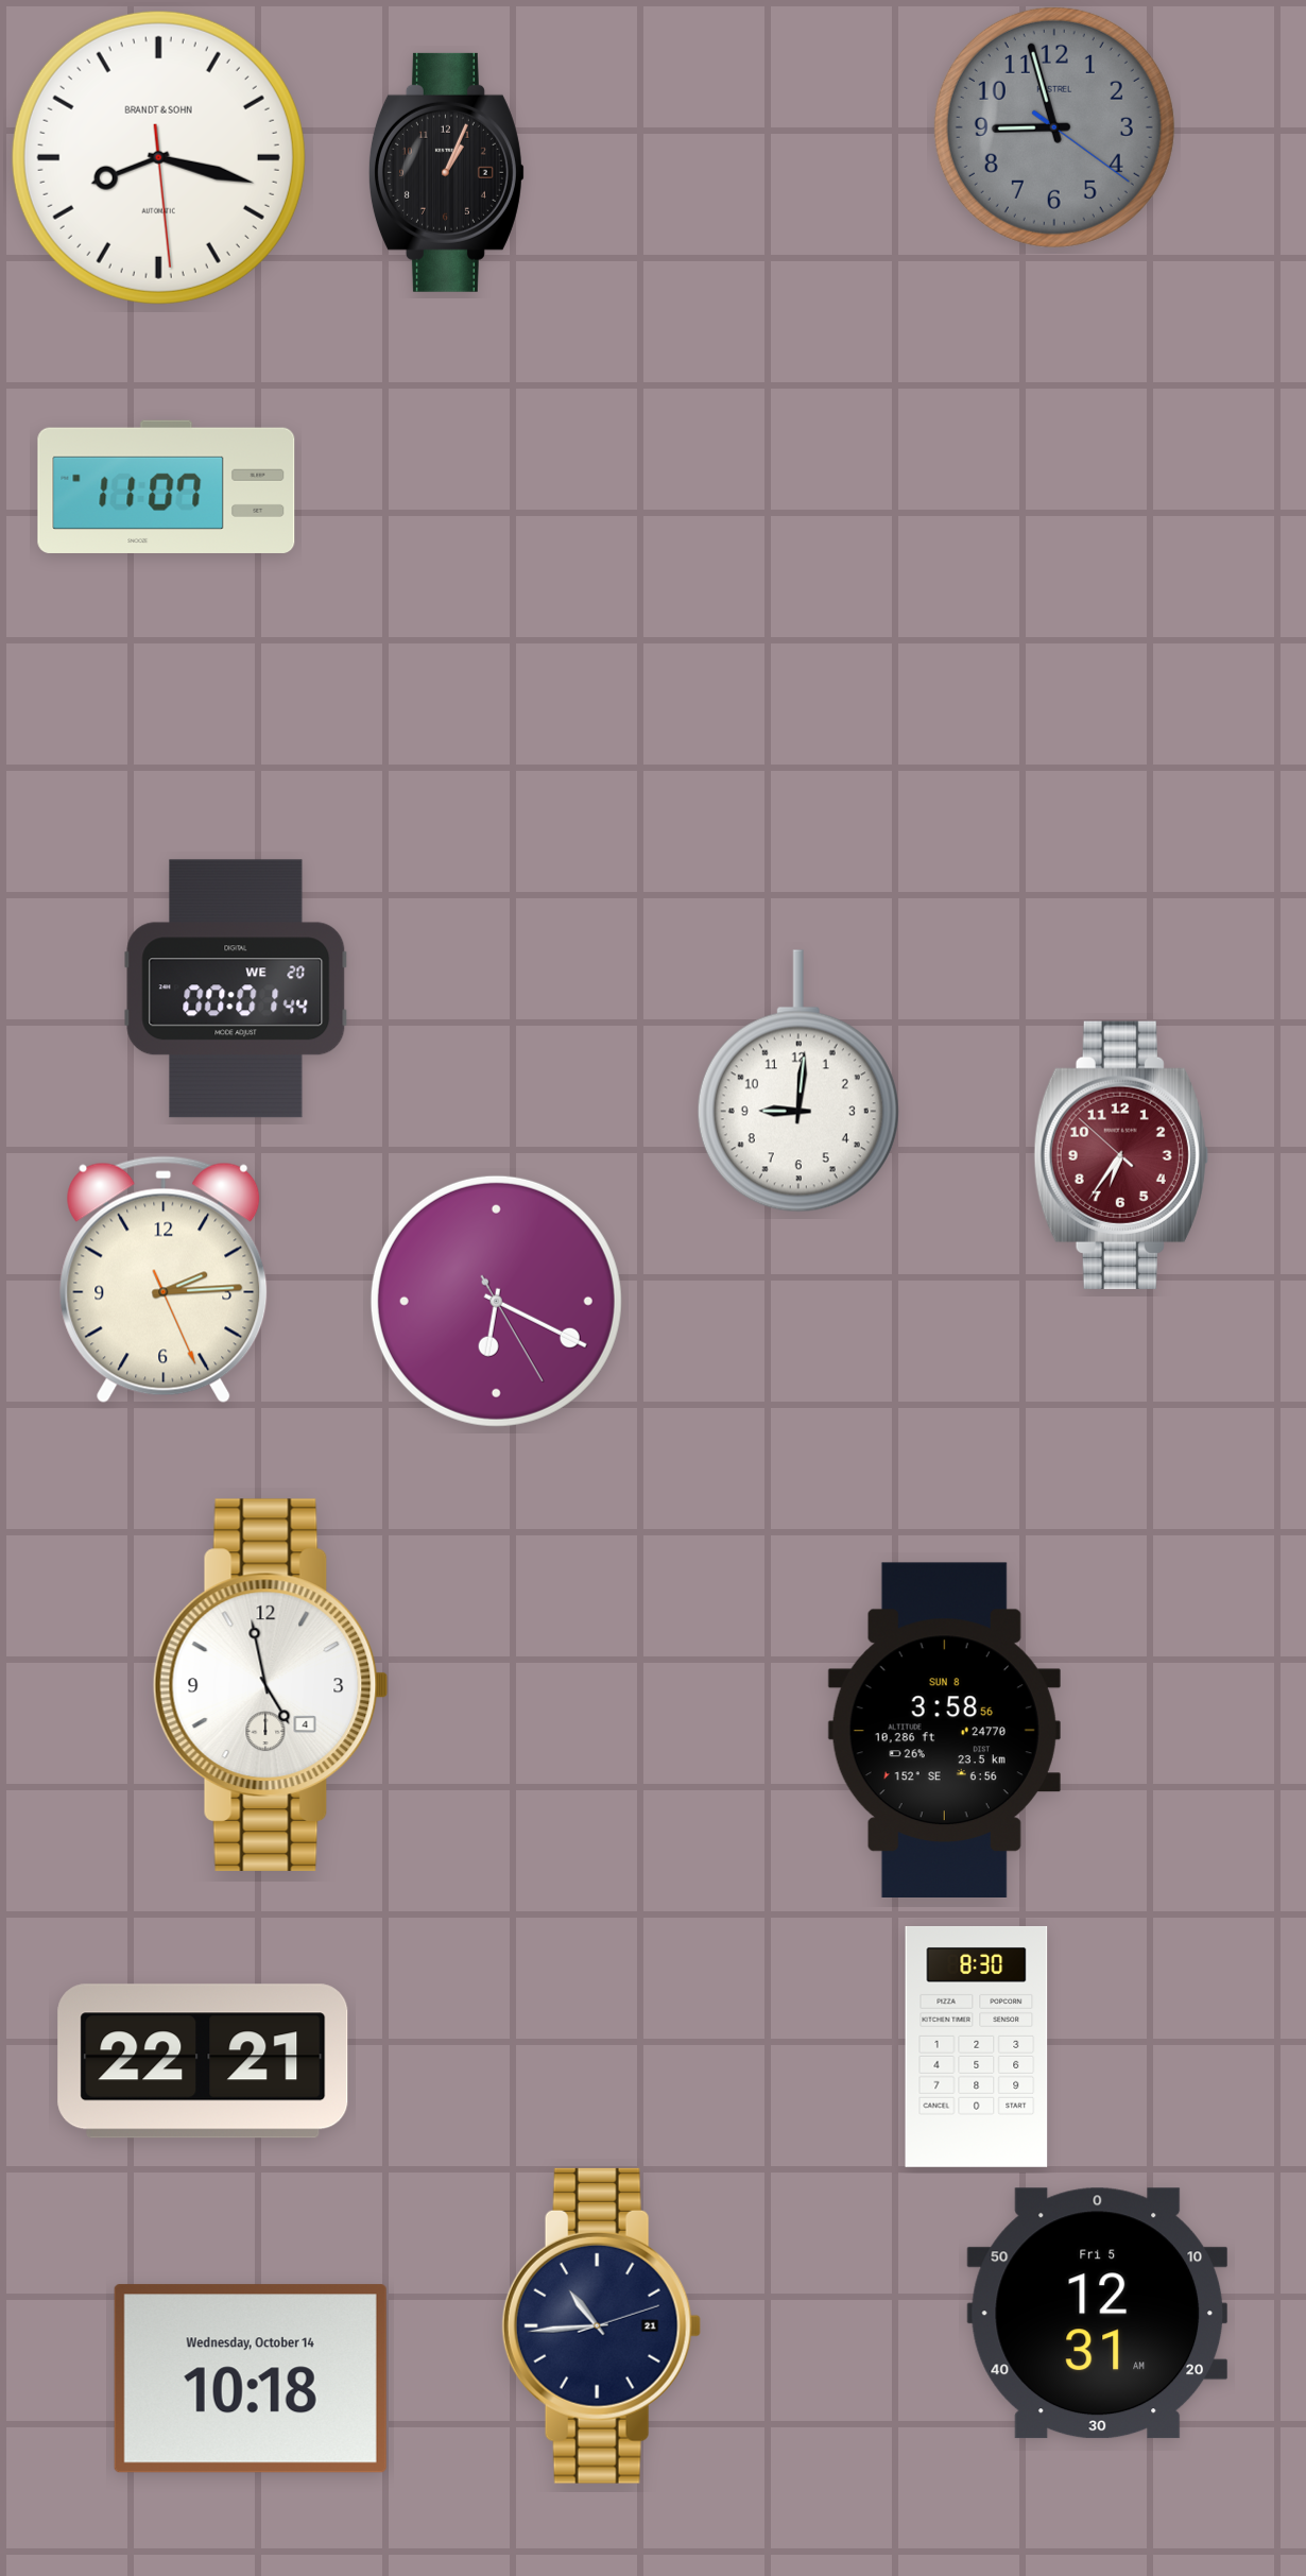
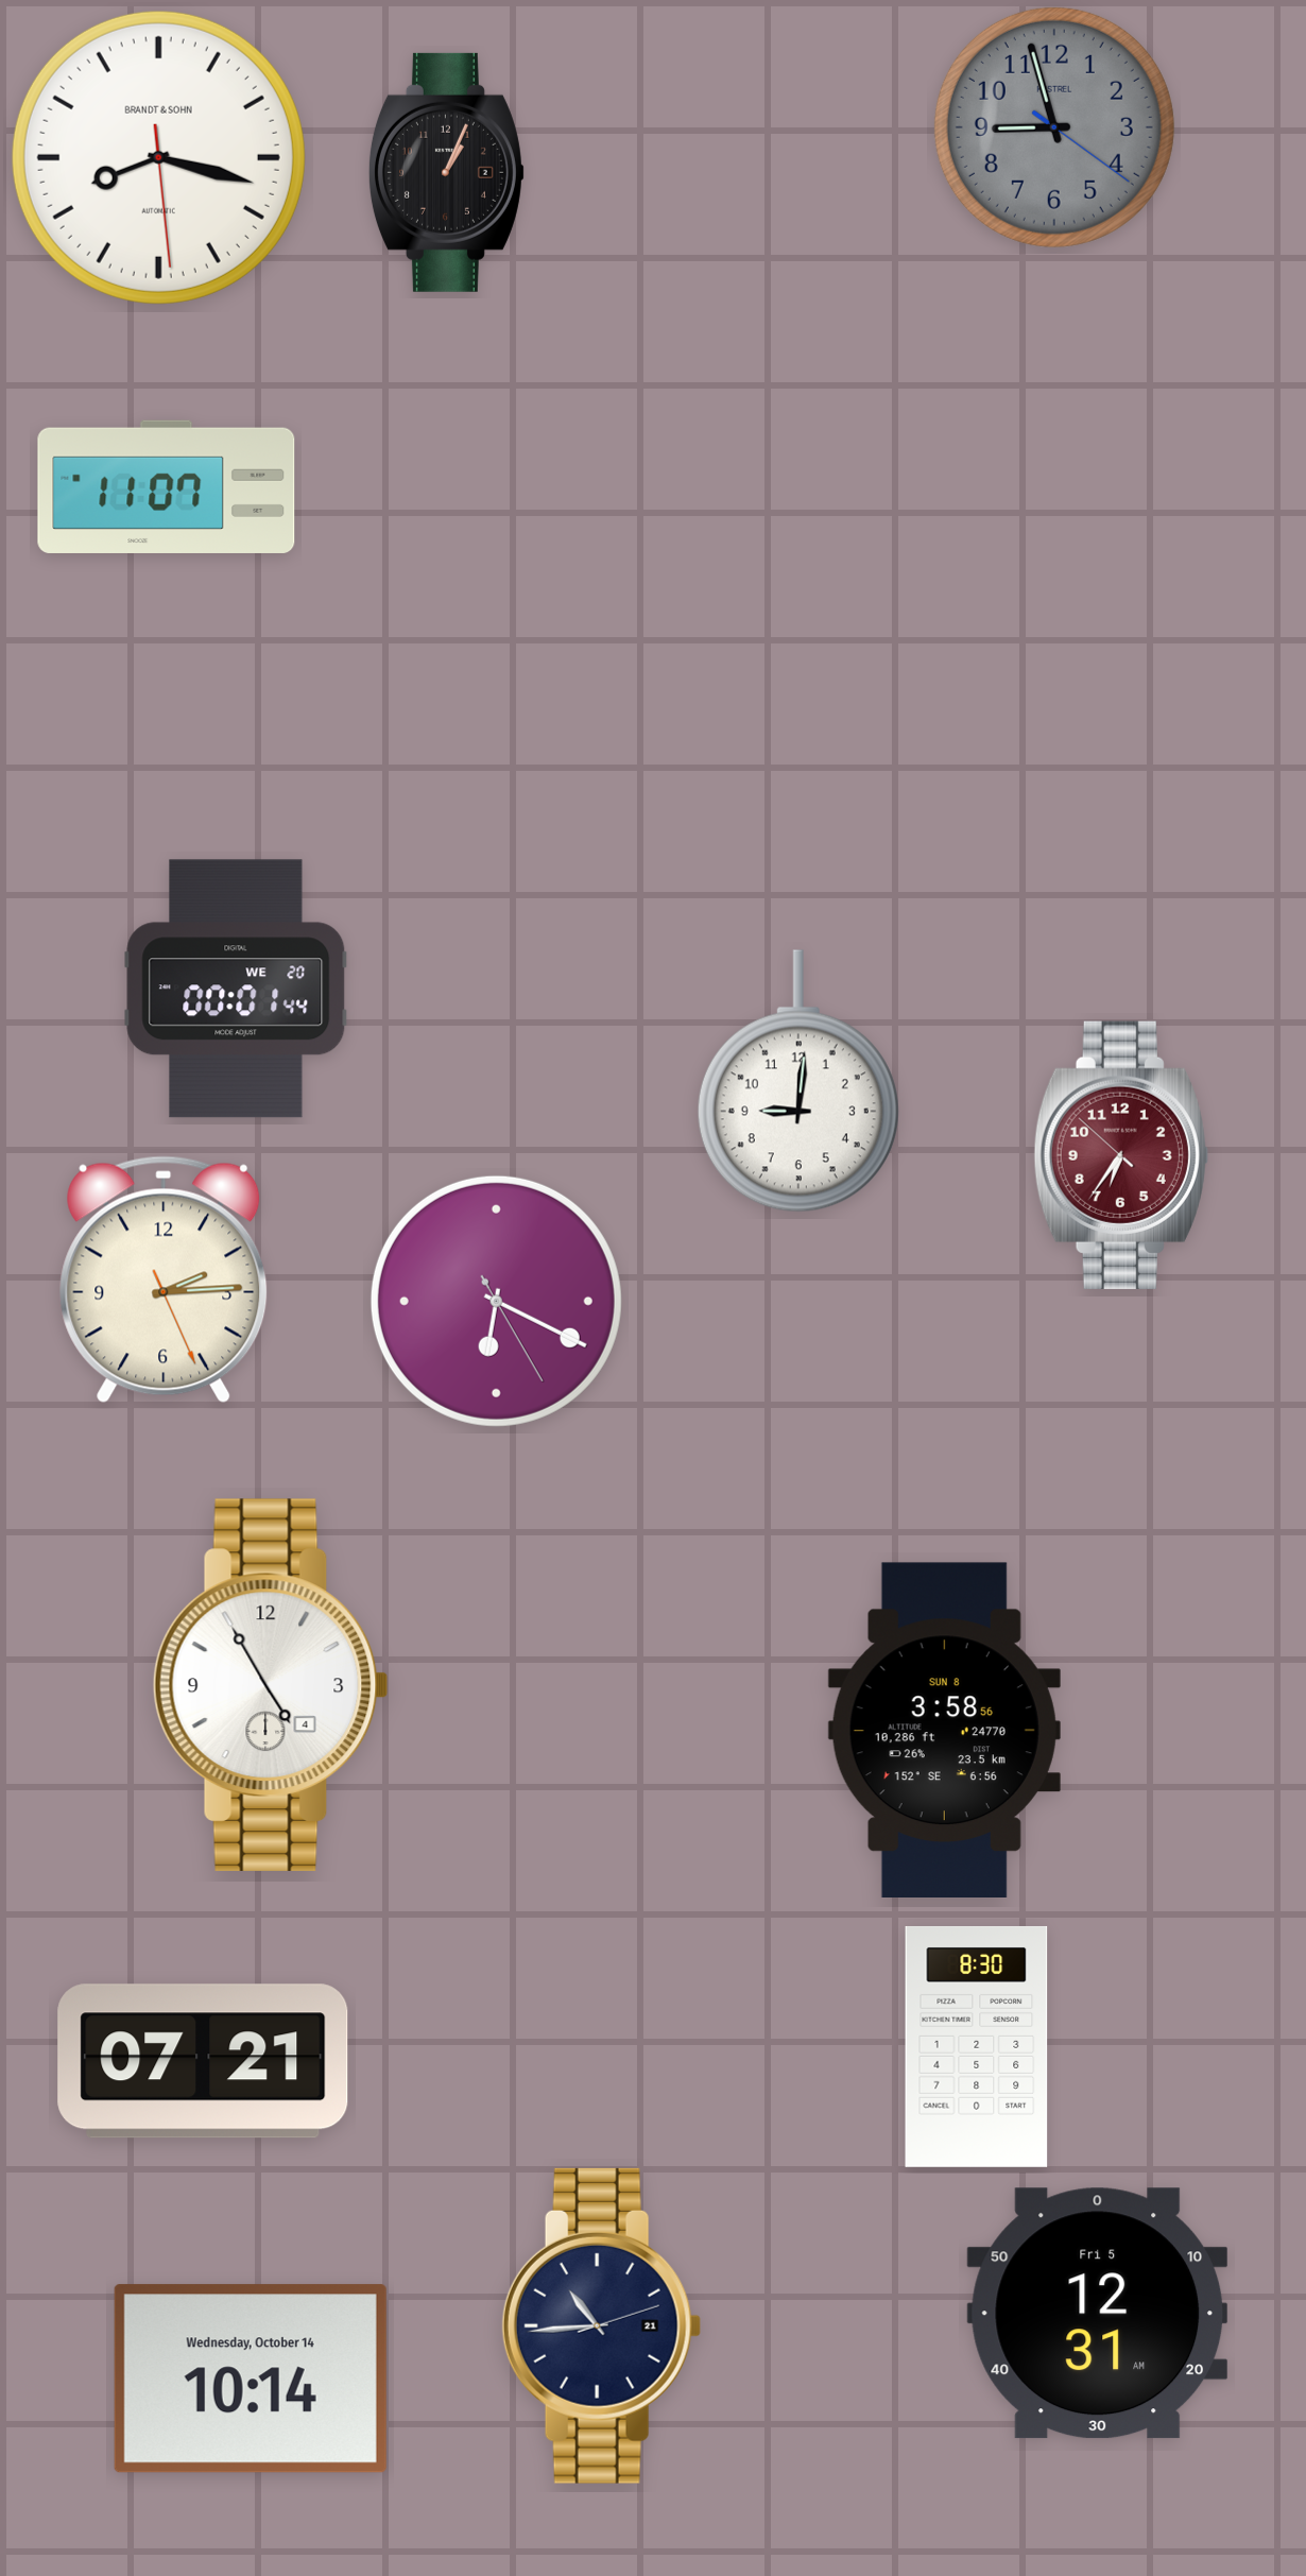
clock at (271, 1685): 4:58 -> 4:55
clock at (203, 2061): 22:21 -> 07:21
clock at (251, 2378): 10:18 -> 10:14
